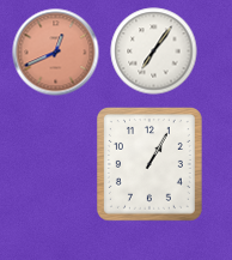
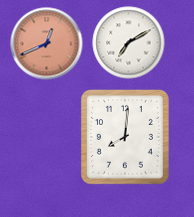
clock at (154, 52): 7:06 -> 7:10
clock at (149, 164): 1:05 -> 8:01
